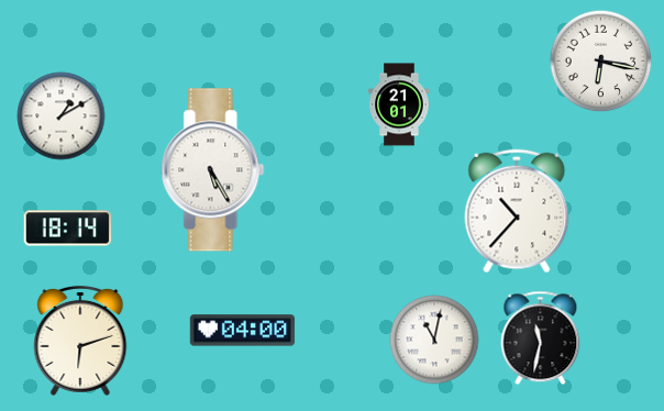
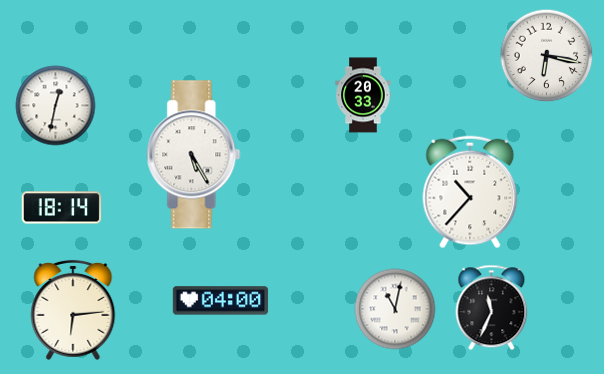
clock at (399, 104): 21:01 -> 20:33
clock at (62, 116): 1:10 -> 12:32
clock at (541, 338): 11:32 -> 11:34
clock at (80, 341): 6:12 -> 6:14
